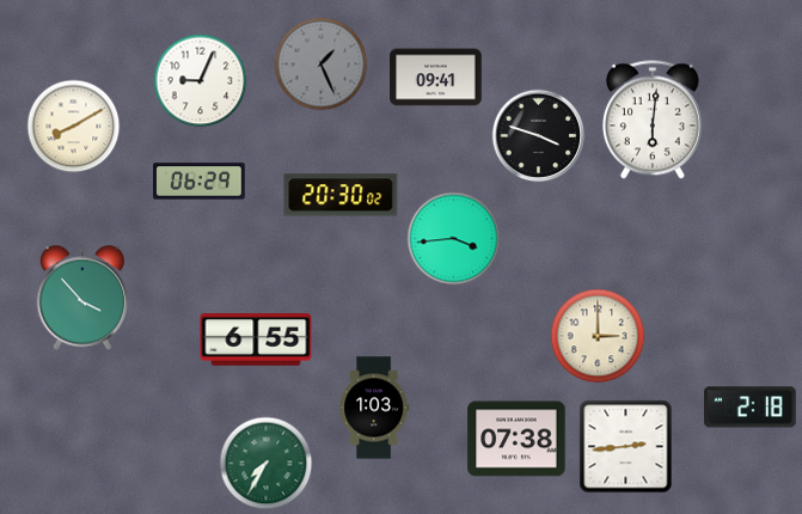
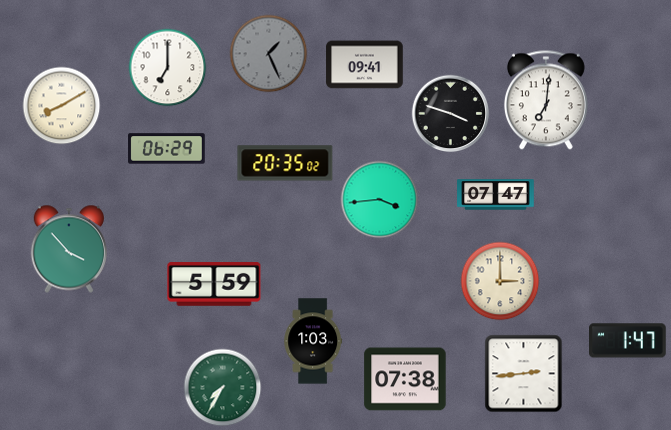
clock at (200, 80): 9:04 -> 7:00
clock at (653, 120): 6:01 -> 7:01
clock at (200, 182) position: (200, 182) -> (167, 149)
clock at (341, 195): 20:30 -> 20:35
clock at (496, 195): none -> 07:47
clock at (256, 341): 6:55 -> 5:59
clock at (751, 408): 2:18 -> 1:47
clock at (516, 439) position: (516, 439) -> (405, 379)
